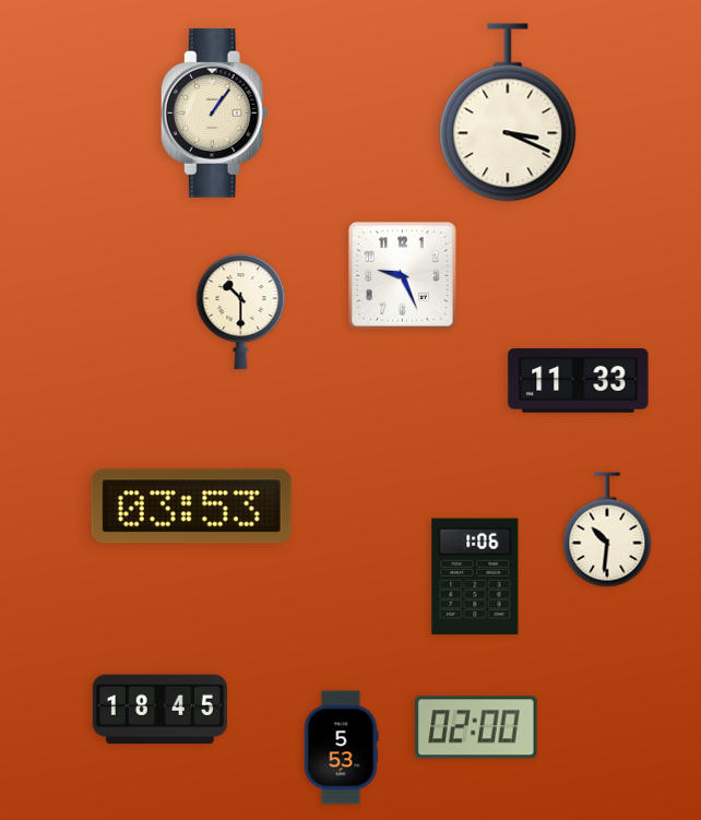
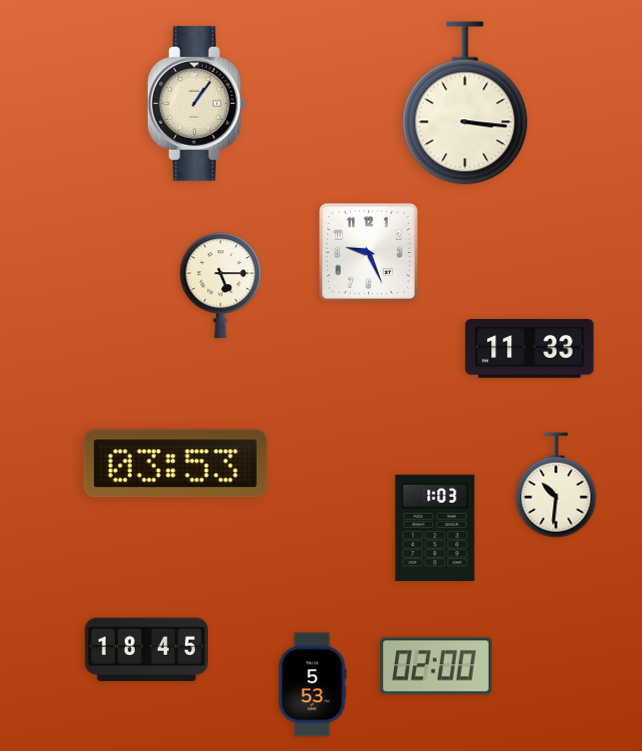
clock at (508, 112): 3:19 -> 3:16
clock at (241, 312): 10:30 -> 5:15
clock at (475, 577): 1:06 -> 1:03
